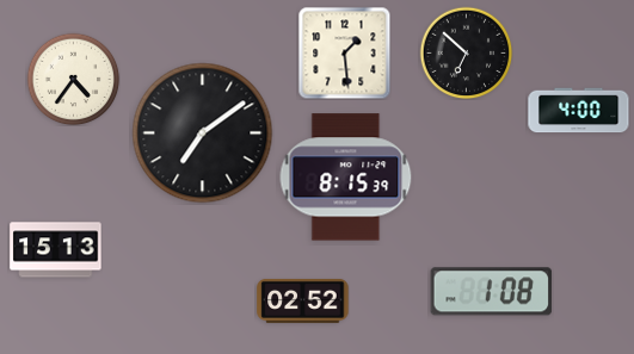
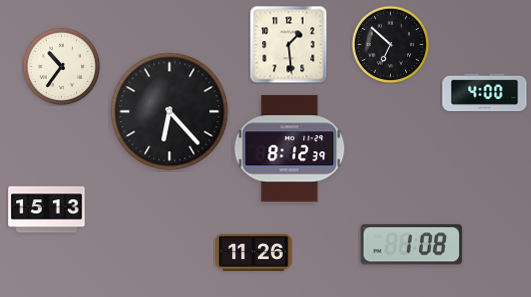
clock at (73, 79): 4:36 -> 10:36
clock at (203, 133): 7:09 -> 6:23
clock at (346, 178): 8:15 -> 8:12
clock at (303, 300): 02:52 -> 11:26
